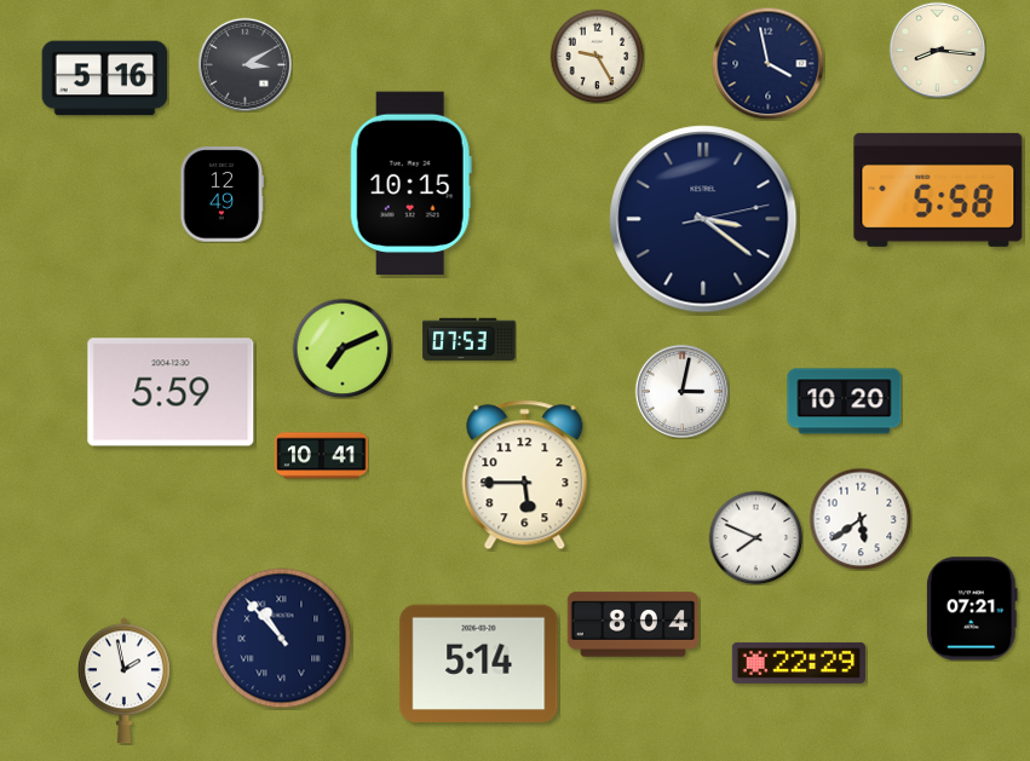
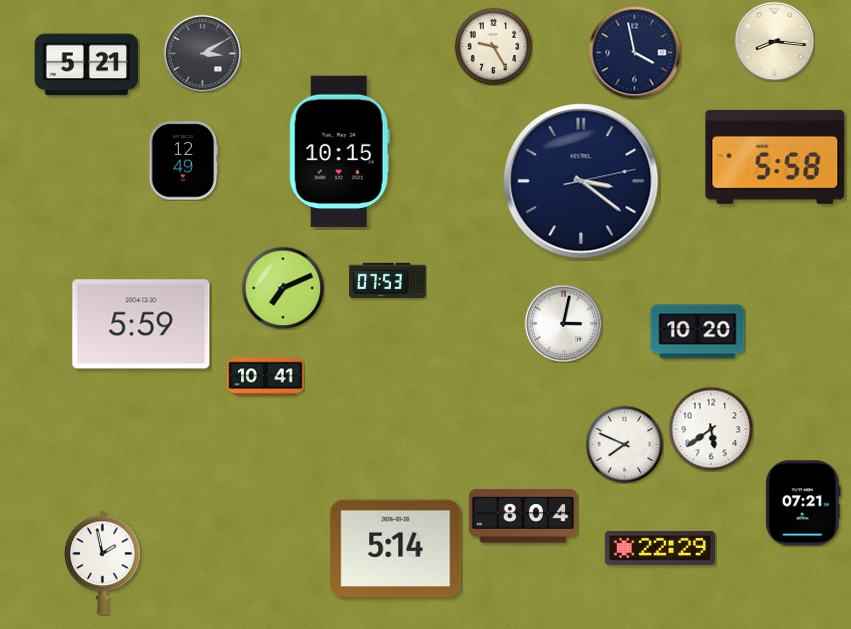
clock at (105, 79): 5:16 -> 5:21
clock at (525, 475): 5:45 -> none
clock at (282, 639): 10:53 -> none
